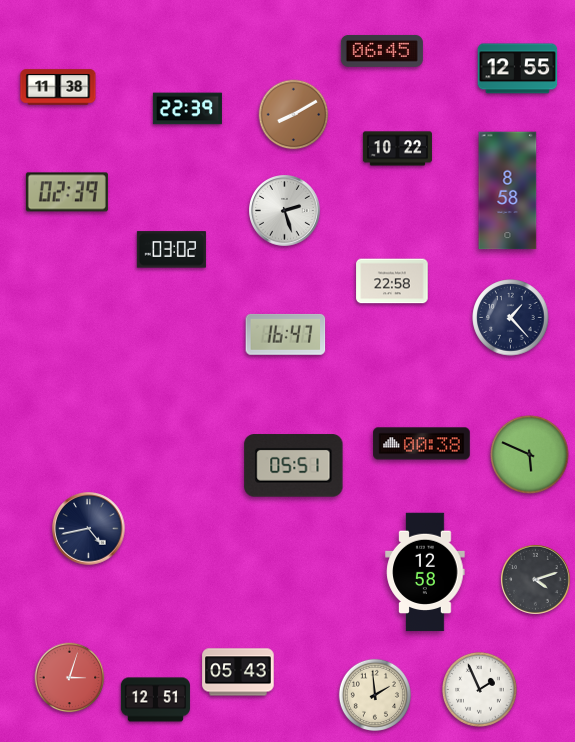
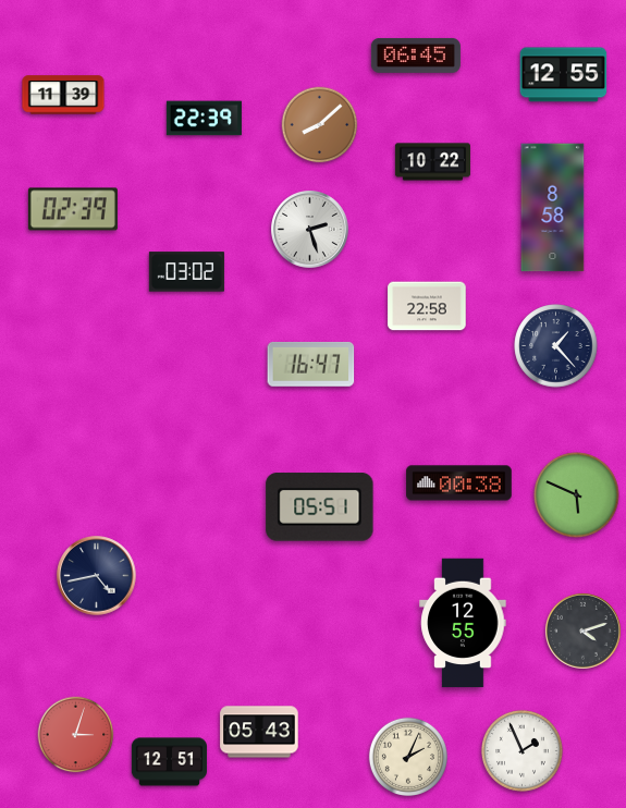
clock at (58, 87): 11:38 -> 11:39
clock at (294, 115): 8:10 -> 8:08
clock at (425, 572): 12:58 -> 12:55
clock at (70, 678) position: (70, 678) -> (76, 735)
clock at (374, 694): 1:59 -> 2:04
